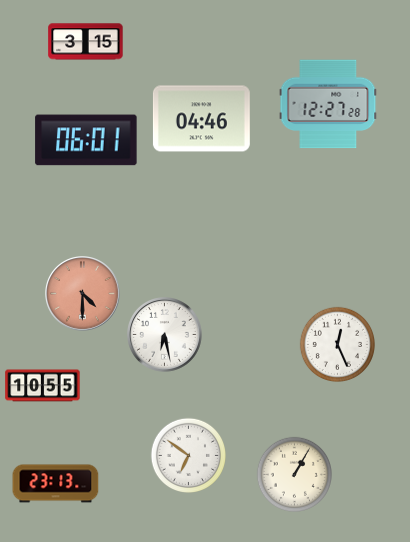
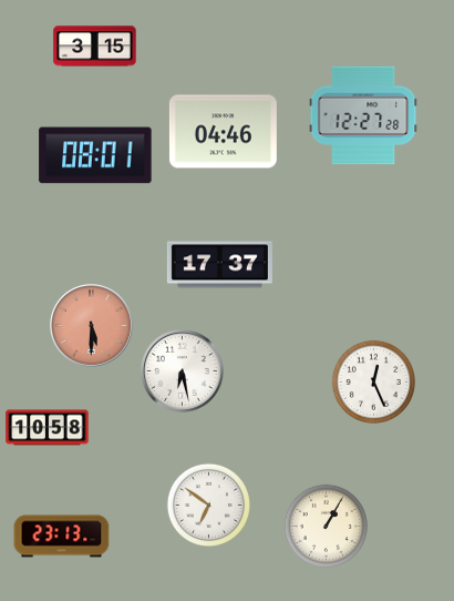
clock at (86, 140): 06:01 -> 08:01
clock at (219, 265): none -> 17:37
clock at (83, 294): 4:30 -> 5:30
clock at (43, 386): 10:55 -> 10:58
